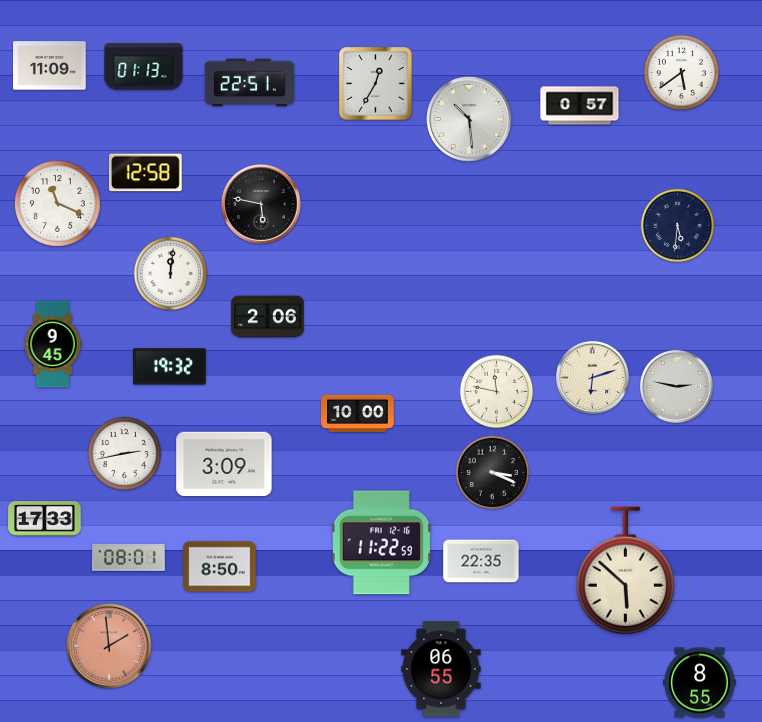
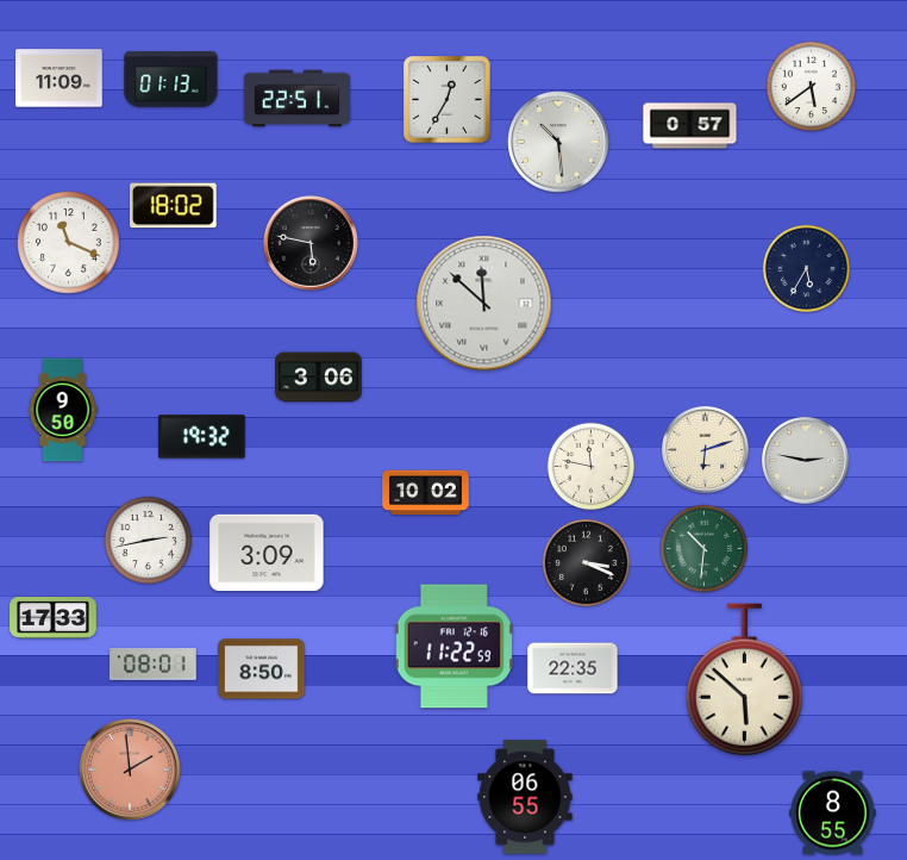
clock at (146, 173): 12:58 -> 18:02
clock at (678, 226): 5:31 -> 5:35
clock at (484, 304): none -> 11:52
clock at (171, 274): 12:01 -> none
clock at (268, 317): 2:06 -> 3:06
clock at (53, 344): 9:45 -> 9:50
clock at (358, 414): 10:00 -> 10:02
clock at (705, 549): none -> 10:31
clock at (220, 567) position: (220, 567) -> (262, 669)
